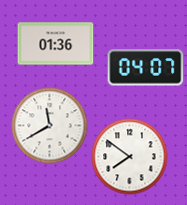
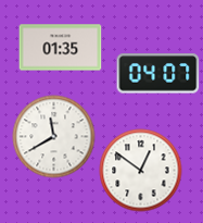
clock at (56, 44): 01:36 -> 01:35
clock at (130, 157): 7:51 -> 12:51
